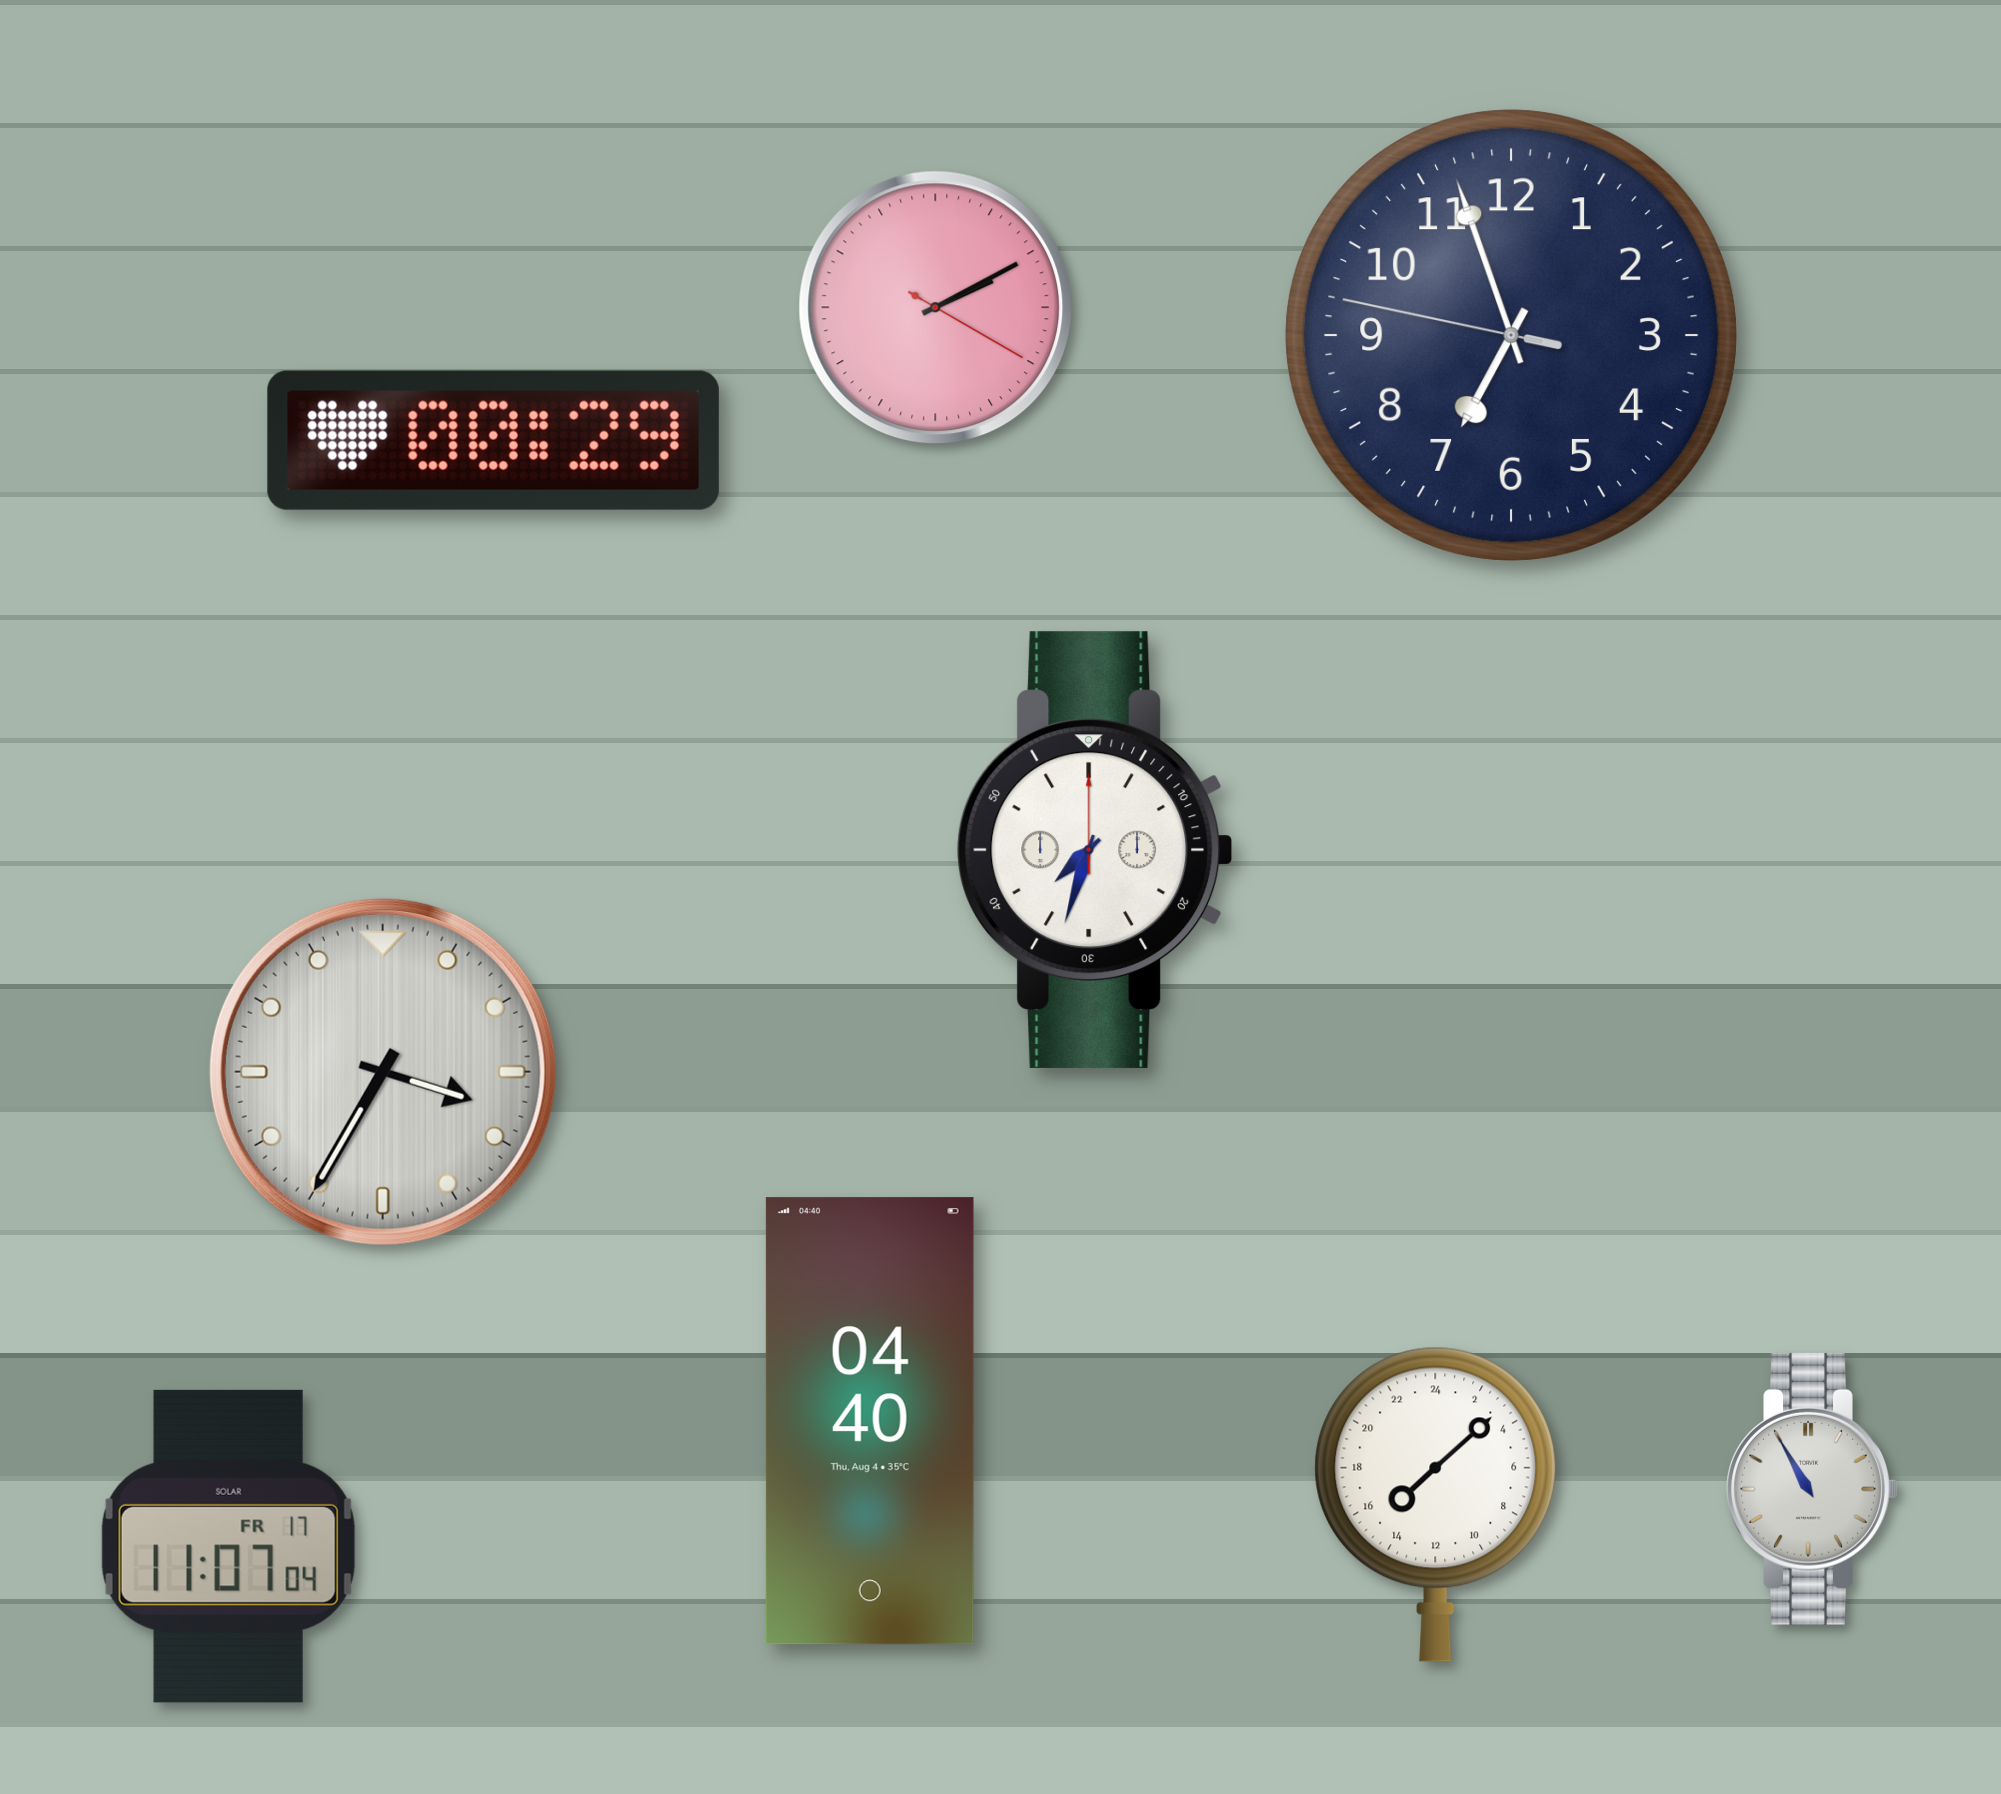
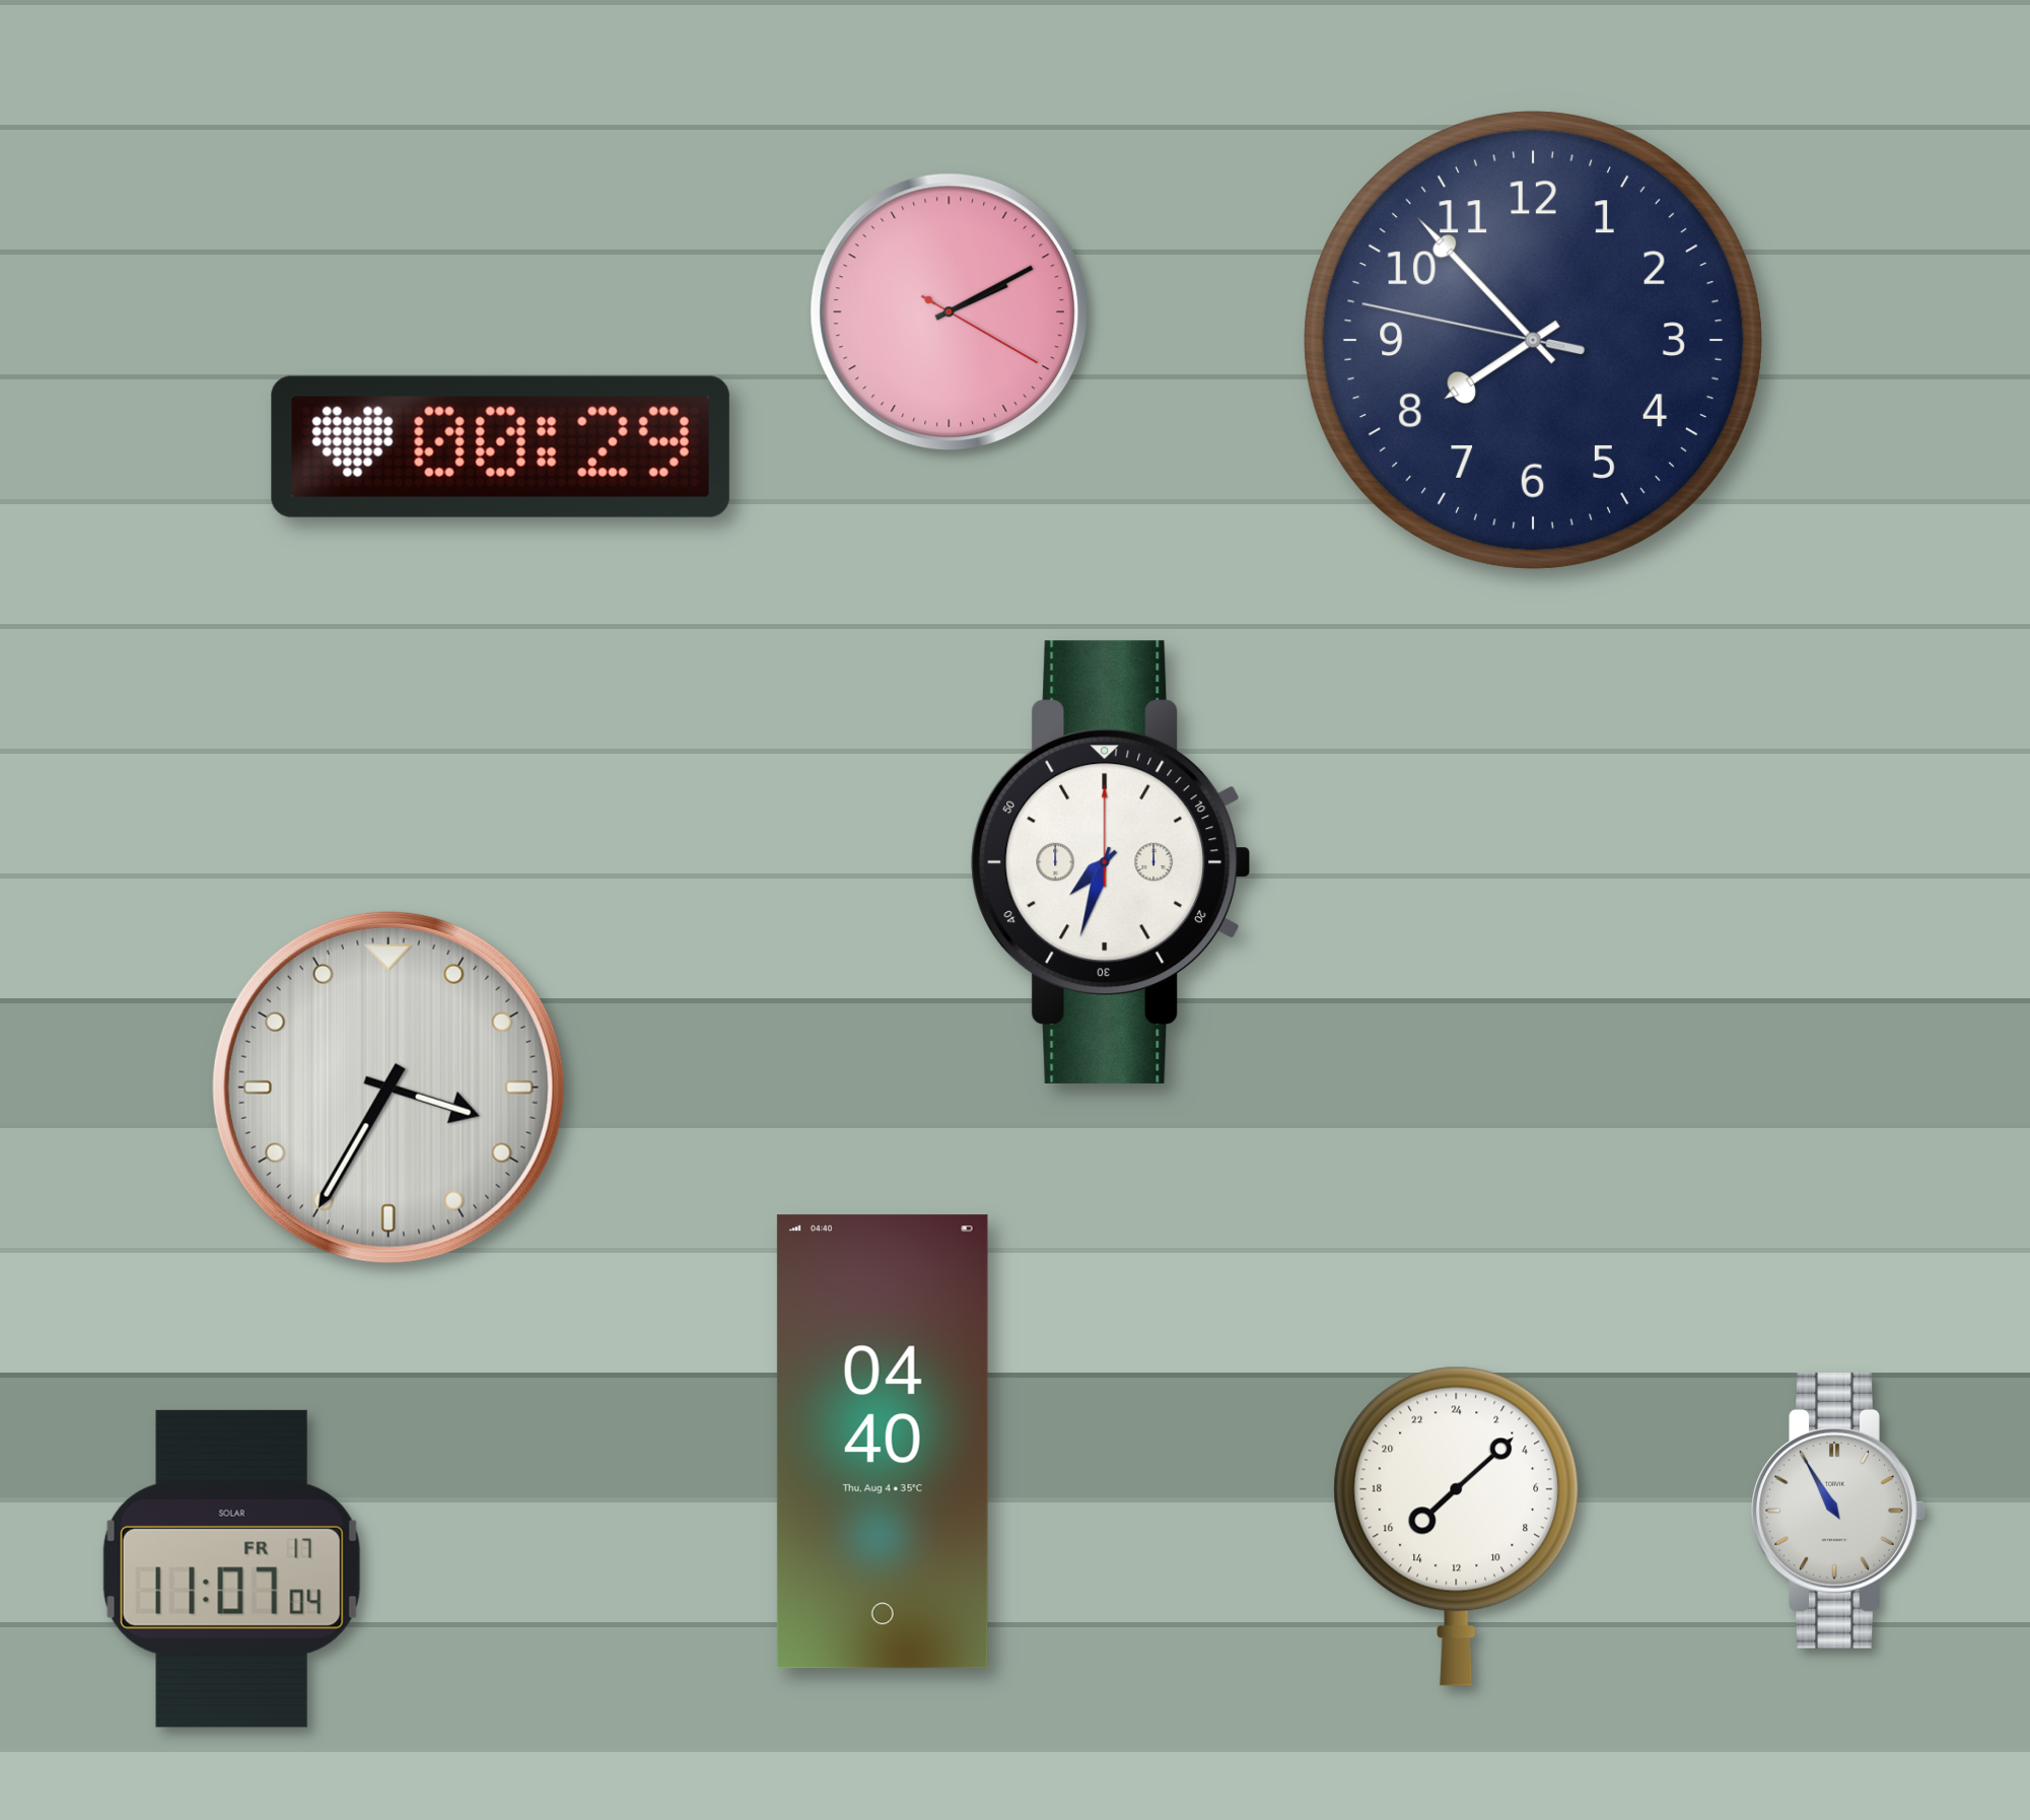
clock at (1511, 335): 6:56 -> 7:52
